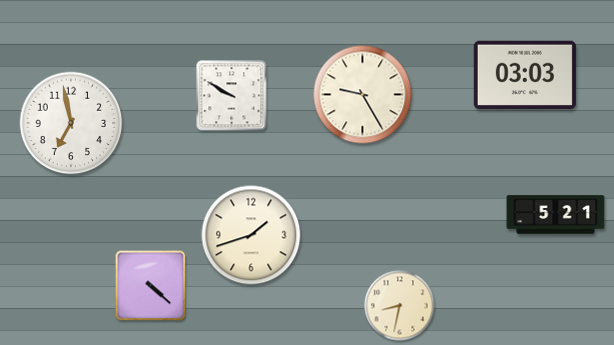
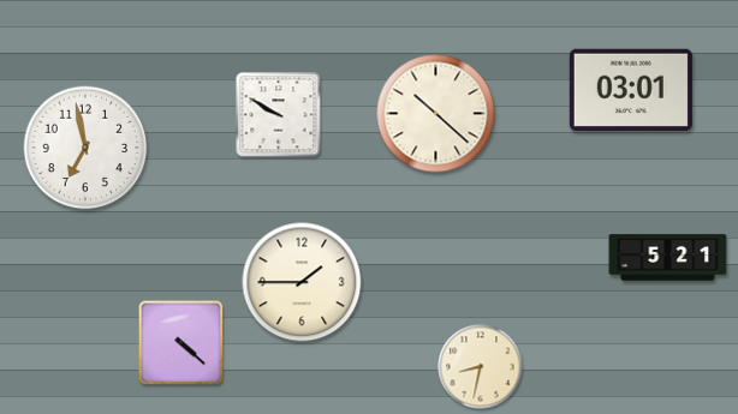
clock at (525, 74): 03:03 -> 03:01
clock at (363, 95): 9:25 -> 10:22
clock at (251, 235): 1:42 -> 1:45
